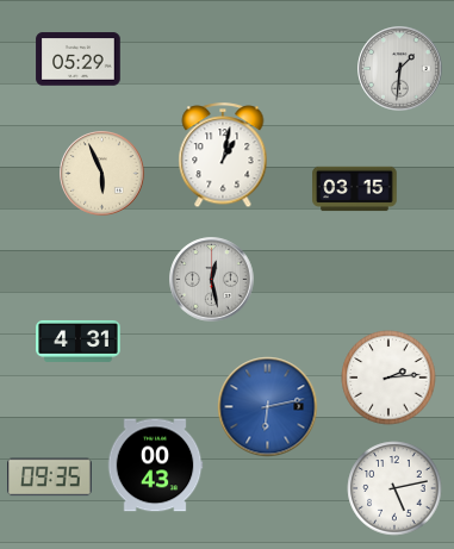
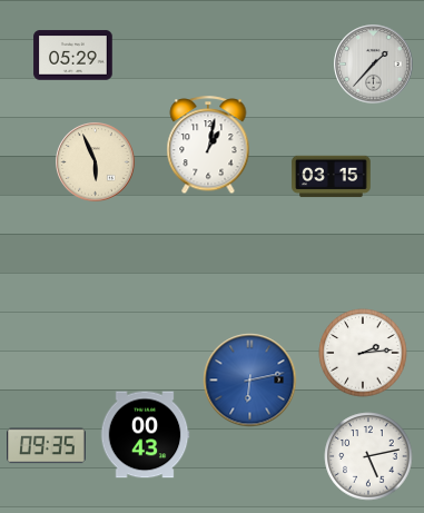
clock at (400, 69): 1:31 -> 1:37
clock at (212, 280): 12:28 -> none
clock at (79, 341): 4:31 -> none
